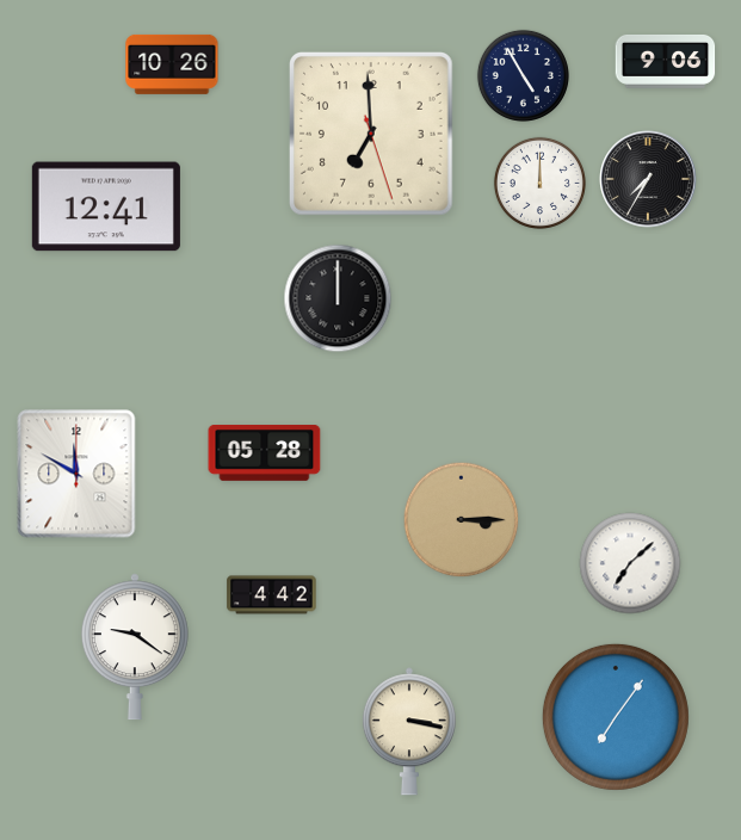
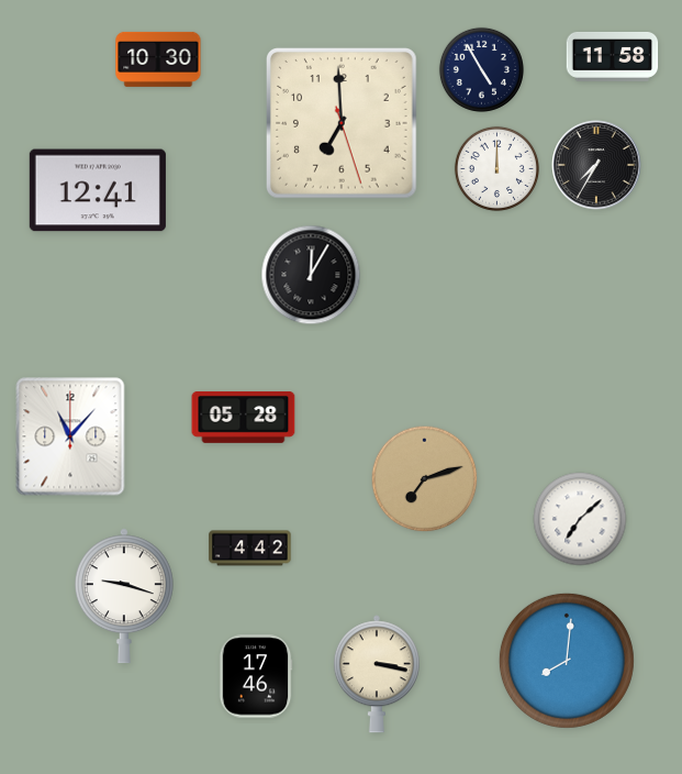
clock at (666, 61): 9:06 -> 11:58
clock at (172, 64): 10:26 -> 10:30
clock at (338, 298): 12:00 -> 12:05
clock at (76, 474): 11:50 -> 11:07
clock at (462, 520): 3:15 -> 7:12
clock at (135, 647): 9:21 -> 9:18
clock at (616, 717): 7:06 -> 8:01
clock at (256, 676): none -> 17:46
